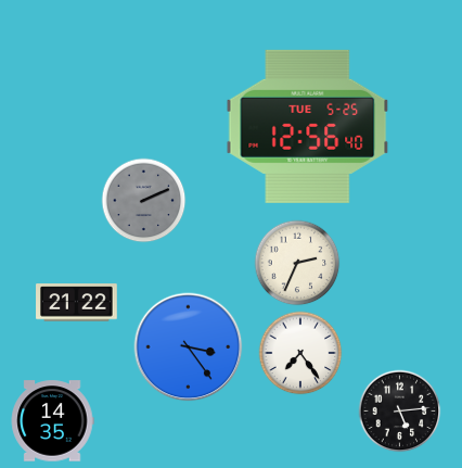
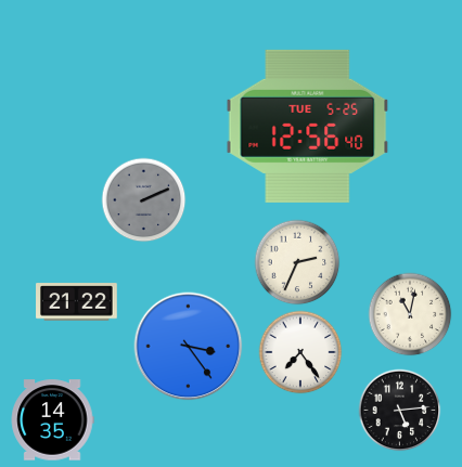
clock at (410, 314): none -> 11:02
